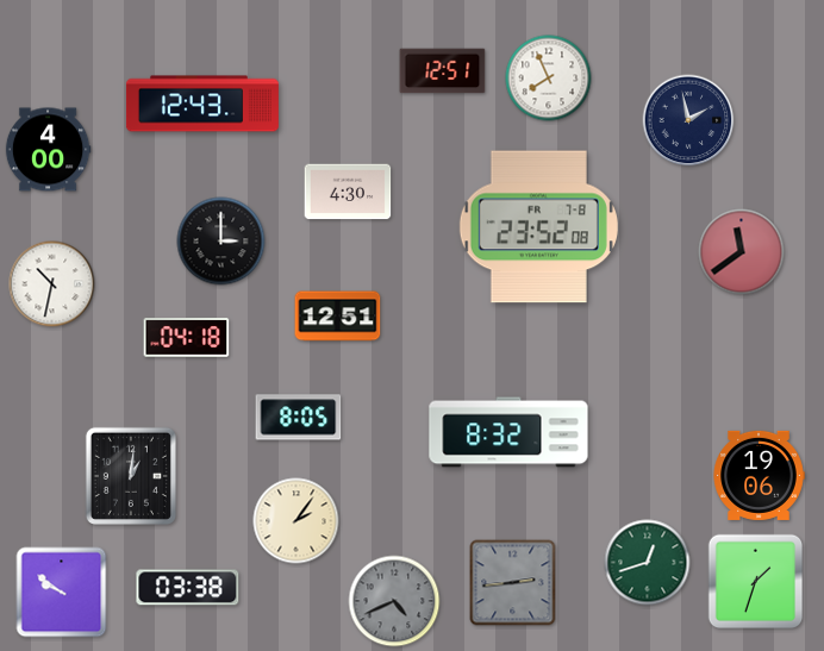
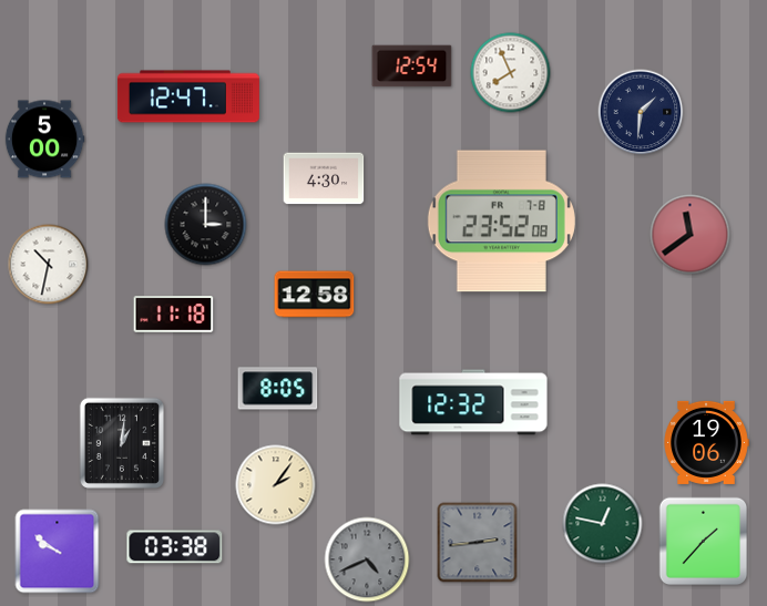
clock at (443, 71): 12:51 -> 12:54
clock at (202, 104): 12:43 -> 12:47
clock at (688, 120): 1:58 -> 1:31
clock at (48, 150): 4:00 -> 5:00
clock at (538, 227) position: (538, 227) -> (501, 222)
clock at (338, 317): 12:51 -> 12:58
clock at (187, 338): 04:18 -> 11:18
clock at (508, 432): 8:32 -> 12:32
clock at (648, 563): 12:42 -> 12:47
clock at (756, 582): 1:33 -> 1:37
